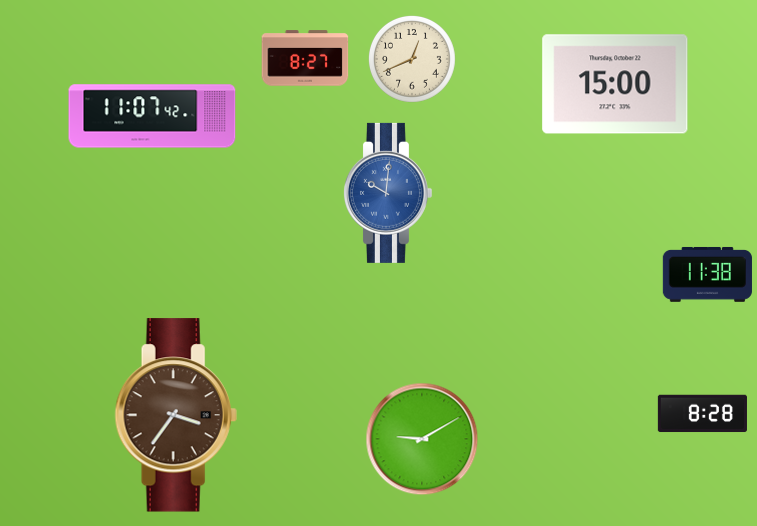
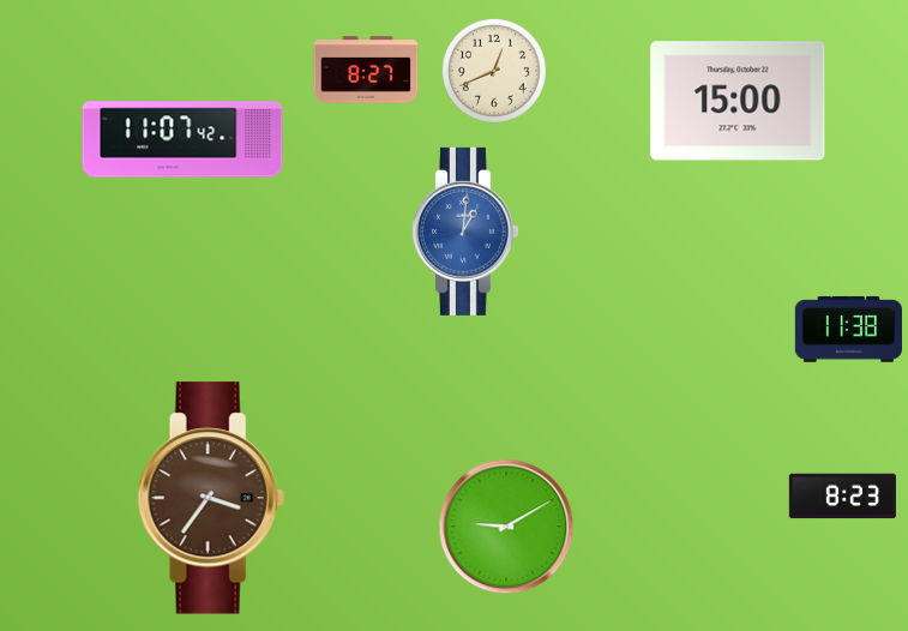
clock at (387, 193): 10:01 -> 1:01
clock at (702, 414): 8:28 -> 8:23
